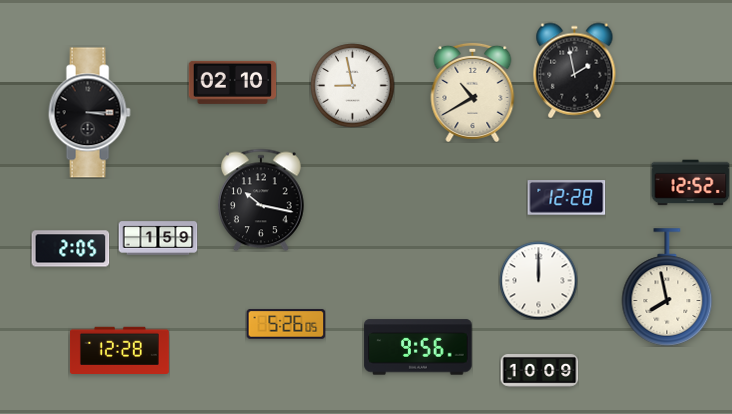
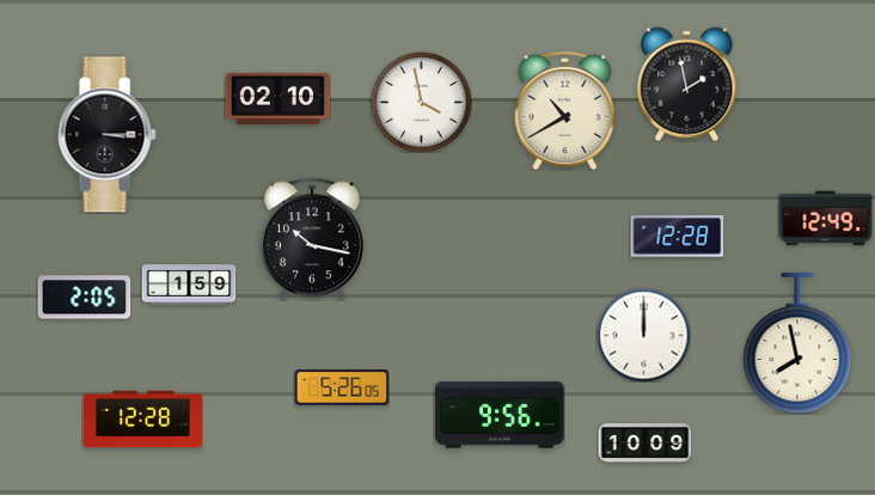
clock at (352, 85): 8:58 -> 3:58
clock at (690, 183): 12:52 -> 12:49
